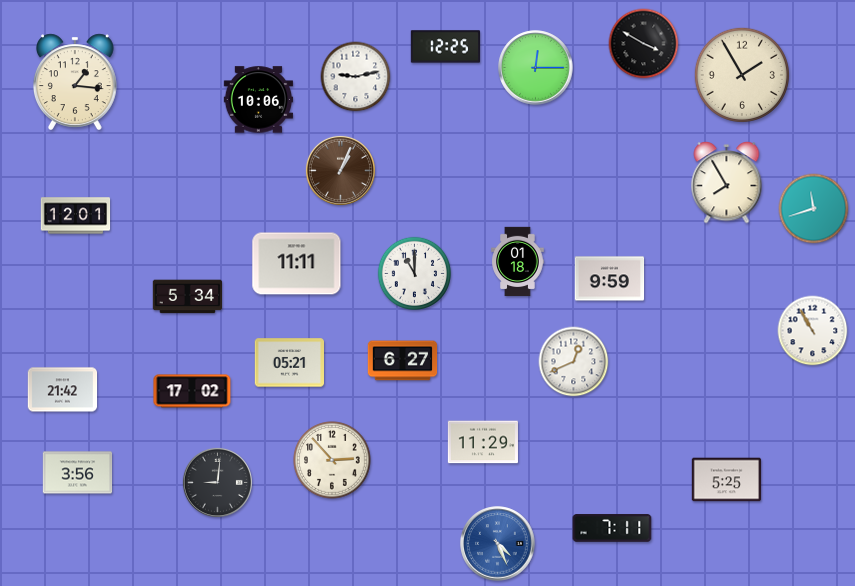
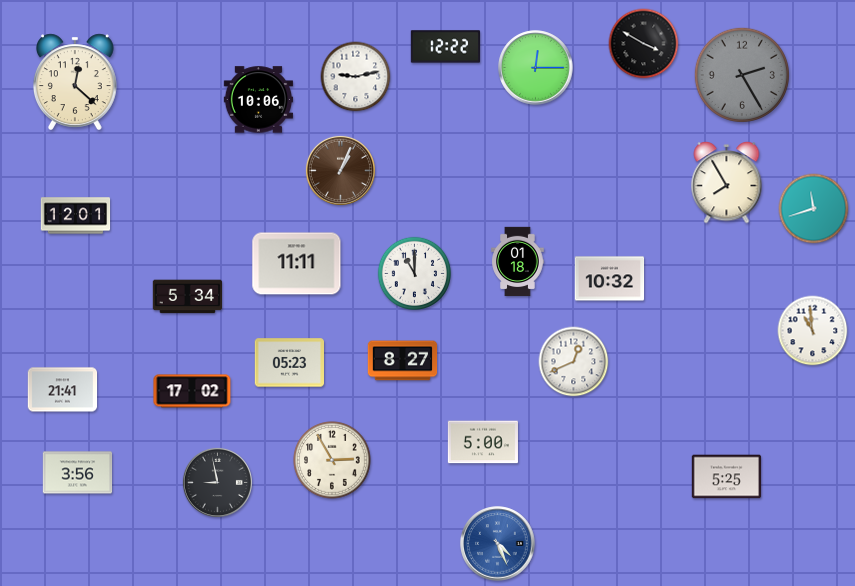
clock at (446, 47): 12:25 -> 12:22
clock at (742, 75): 1:55 -> 2:25
clock at (742, 75) dial: cream -> grey
clock at (75, 82): 1:16 -> 12:22
clock at (610, 279): 9:59 -> 10:32
clock at (813, 331): 10:55 -> 10:59
clock at (403, 361): 6:27 -> 8:27
clock at (289, 363): 05:21 -> 05:23
clock at (63, 390): 21:42 -> 21:41
clock at (483, 442): 11:29 -> 5:00
clock at (332, 460): 2:53 -> 2:55
clock at (727, 480) position: (727, 480) -> (727, 477)
clock at (217, 482): 9:01 -> 8:58
clock at (612, 528): 7:11 -> none
